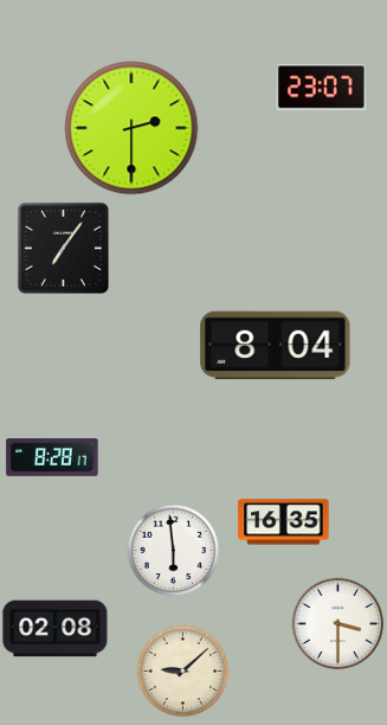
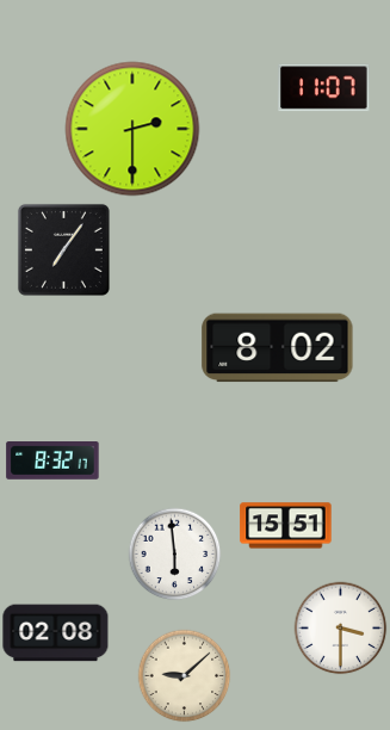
clock at (322, 88): 23:07 -> 11:07
clock at (276, 346): 8:04 -> 8:02
clock at (52, 458): 8:28 -> 8:32
clock at (284, 522): 16:35 -> 15:51
